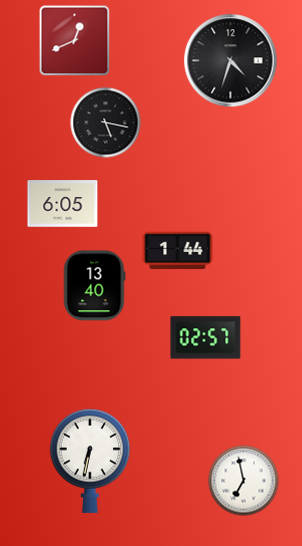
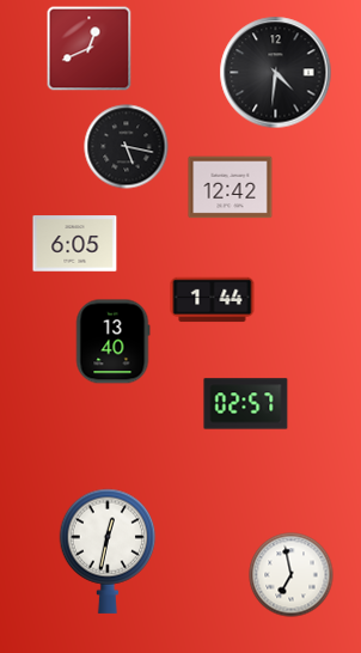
clock at (231, 61): 4:33 -> 4:31
clock at (231, 188): none -> 12:42
clock at (90, 461): 6:32 -> 12:32
